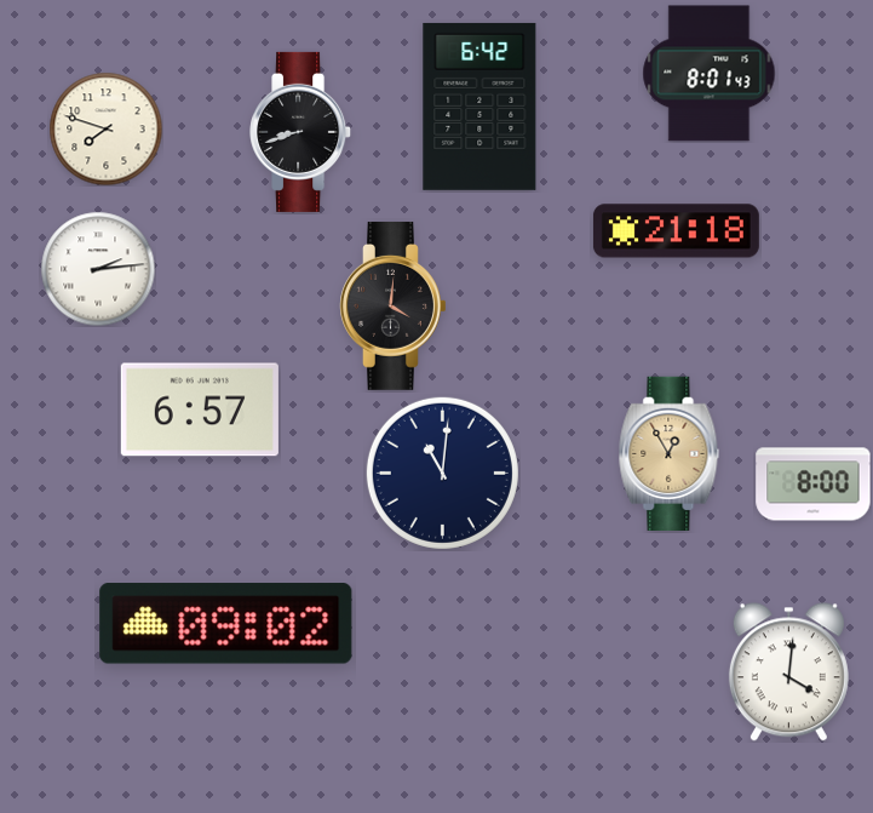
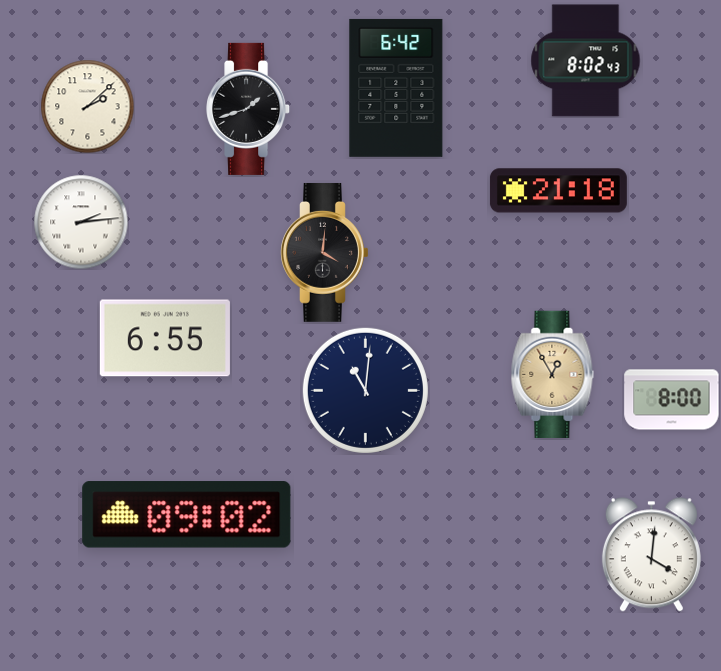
clock at (710, 74): 8:01 -> 8:02
clock at (105, 128): 7:48 -> 2:08
clock at (301, 132): 8:42 -> 1:42
clock at (200, 410): 6:57 -> 6:55
